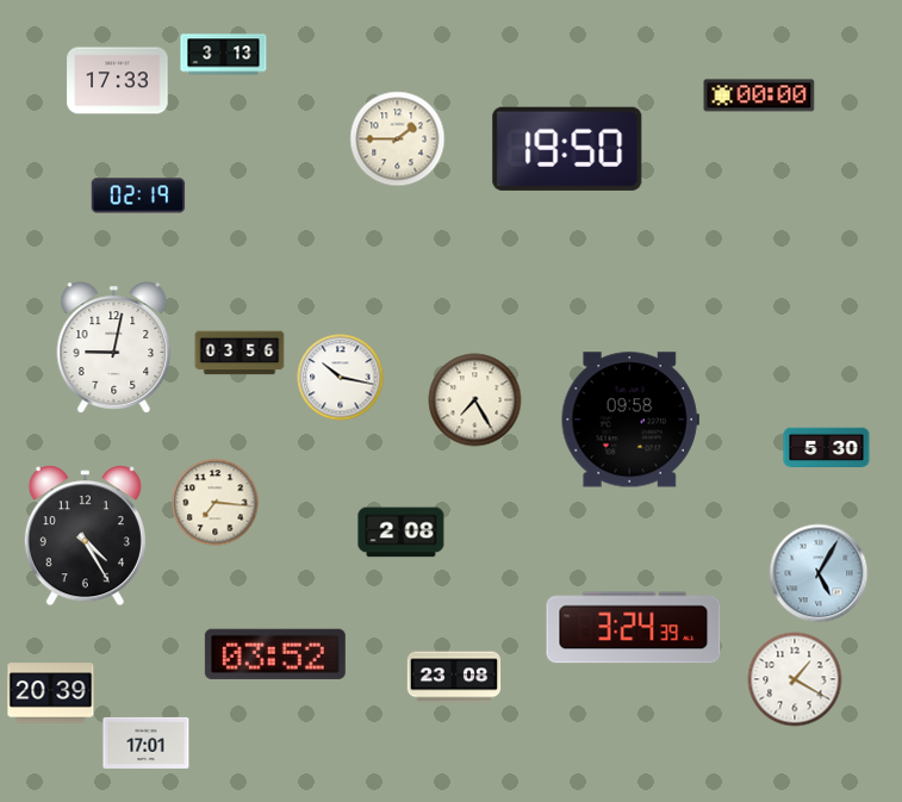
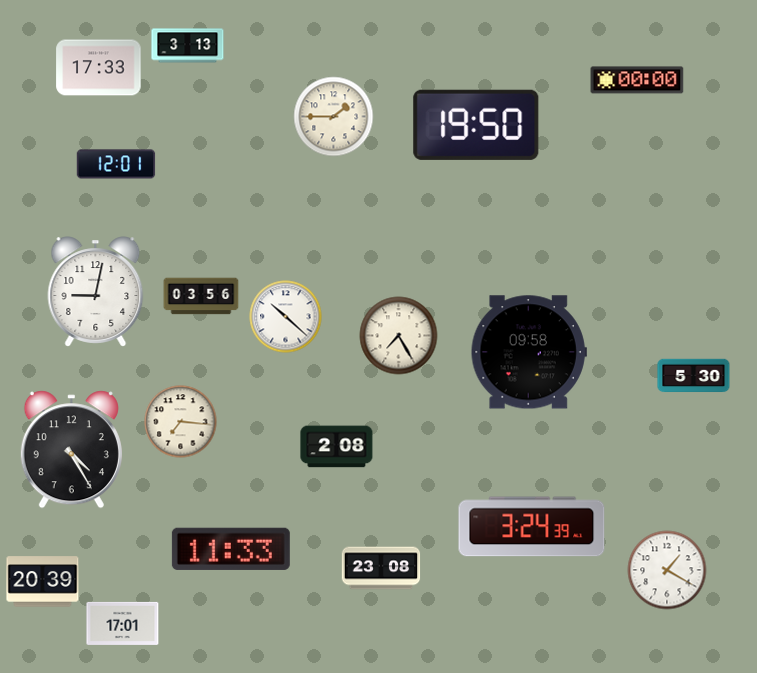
clock at (138, 195): 02:19 -> 12:01
clock at (341, 378): 10:17 -> 10:22
clock at (819, 573): 5:05 -> none
clock at (275, 654): 03:52 -> 11:33
